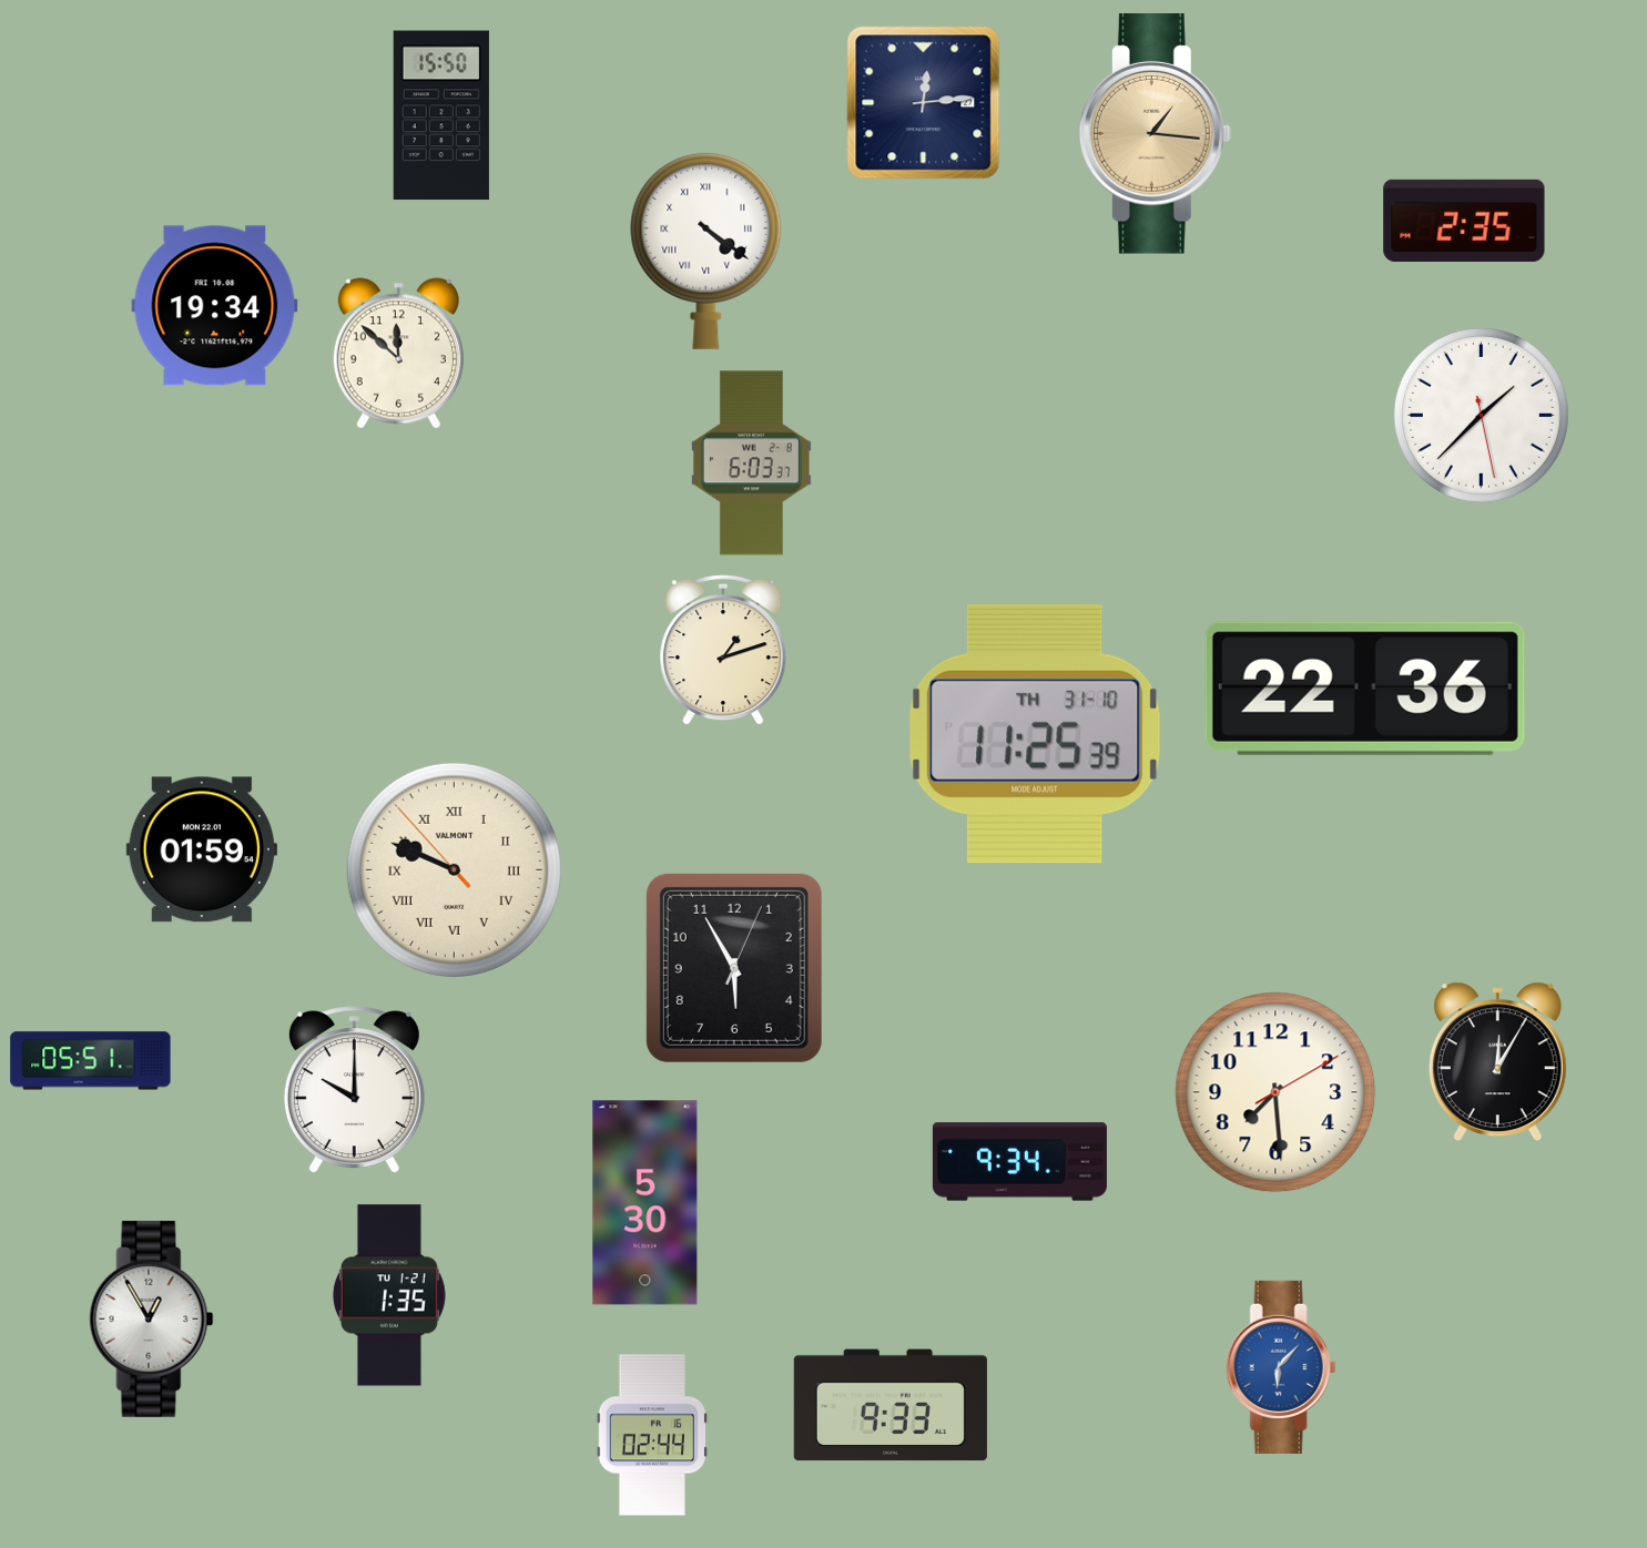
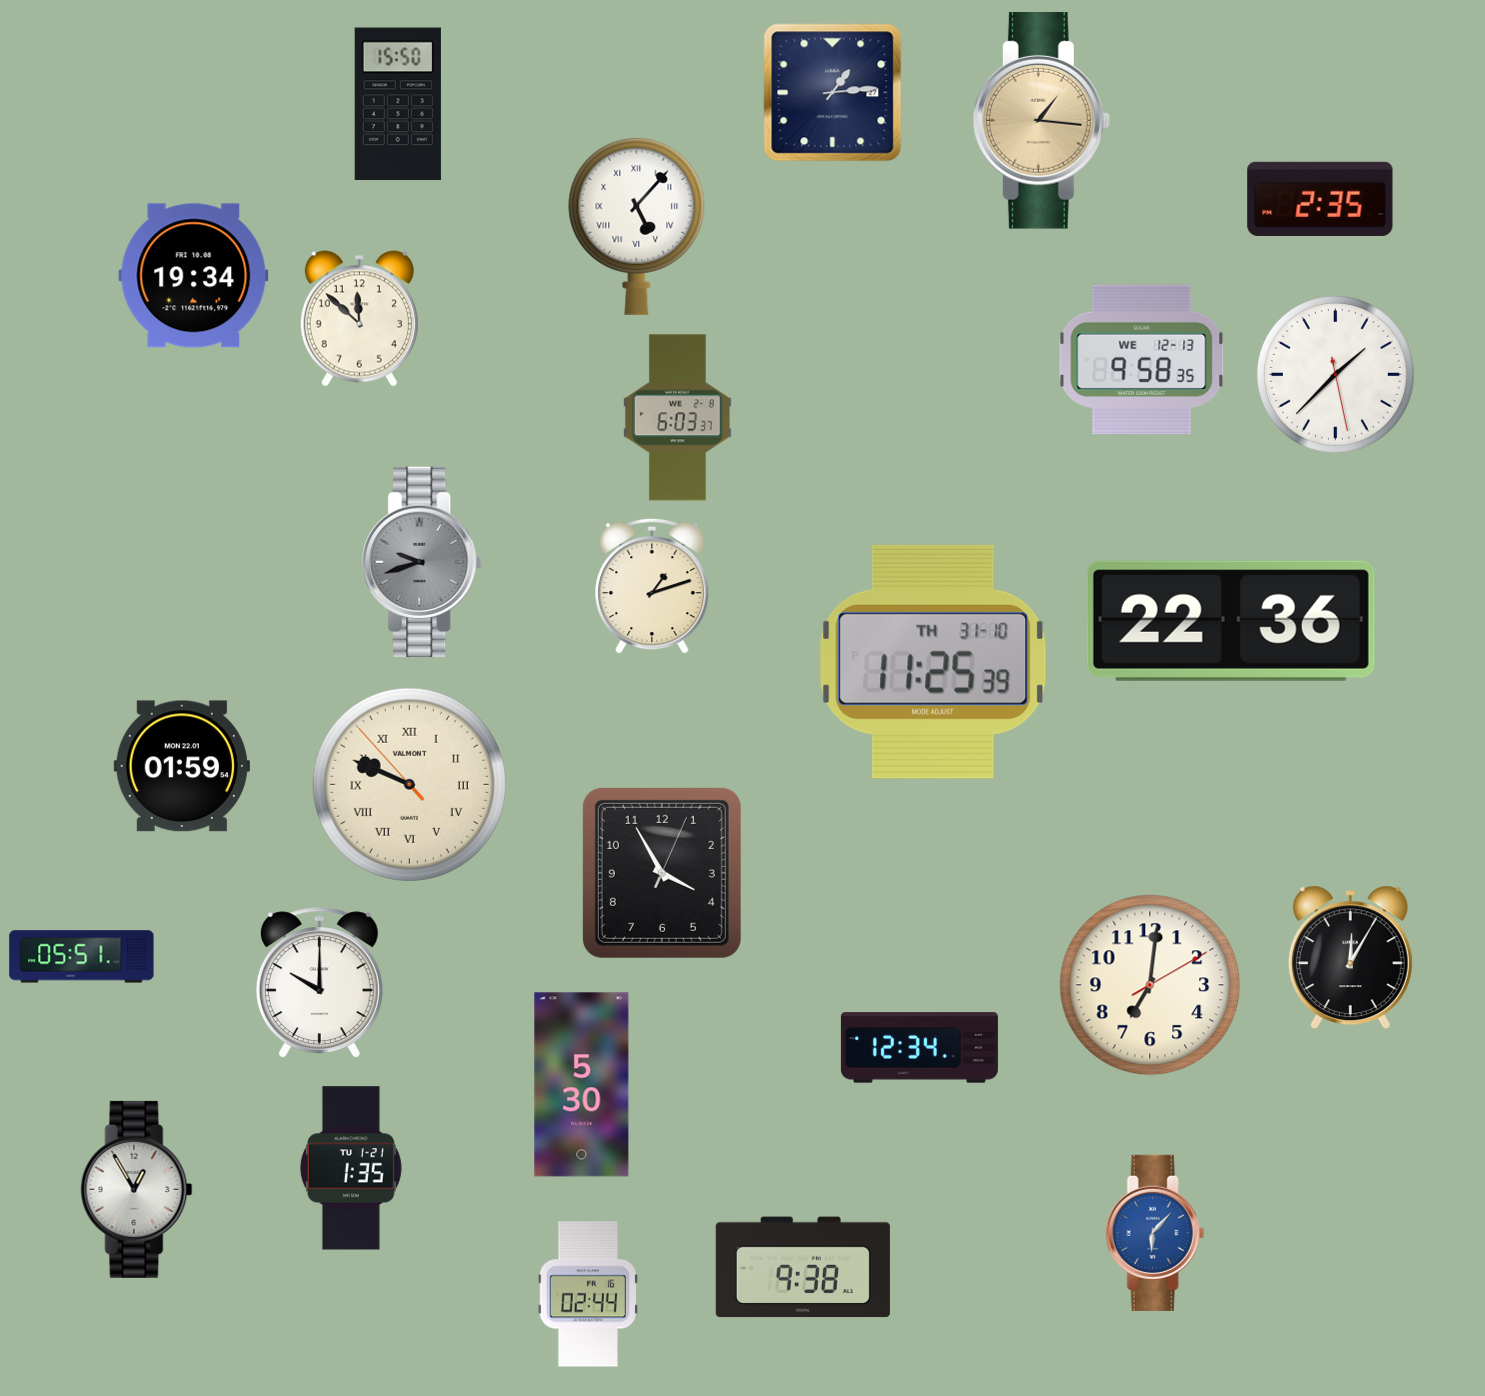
clock at (924, 103): 12:14 -> 1:14
clock at (706, 251): 4:21 -> 5:07
clock at (1142, 360): none -> 9:58
clock at (422, 562): none -> 9:42
clock at (734, 968): 5:55 -> 3:55
clock at (1275, 1092): 7:29 -> 7:01
clock at (1019, 1162): 9:34 -> 12:34
clock at (891, 1405): 9:33 -> 9:38
